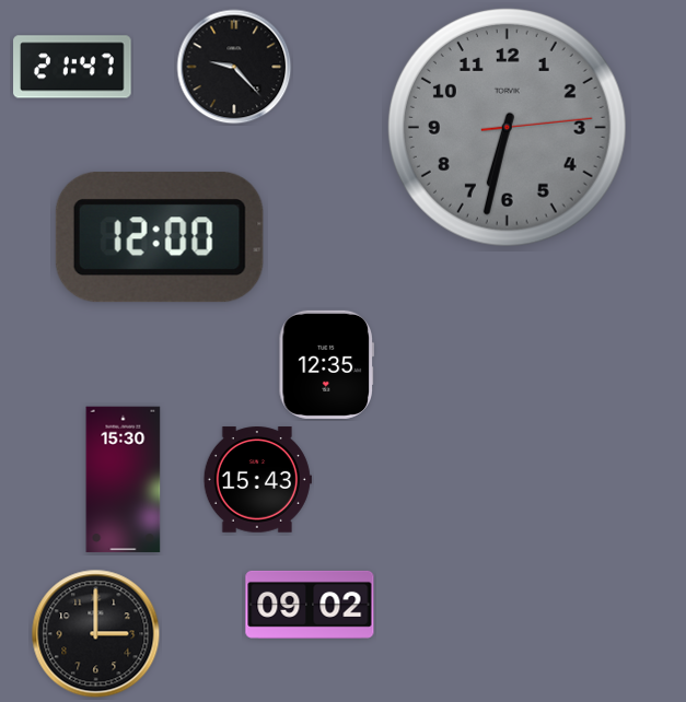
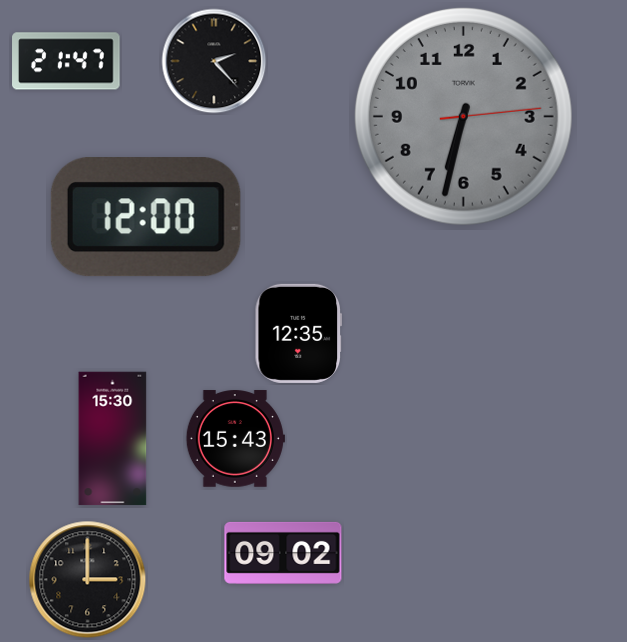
clock at (234, 67): 9:23 -> 2:23
